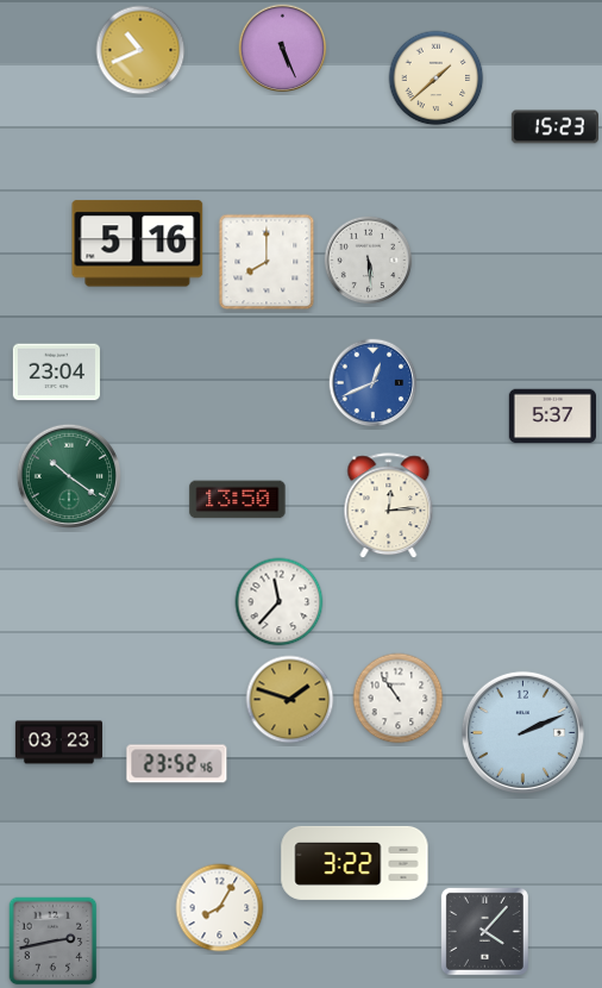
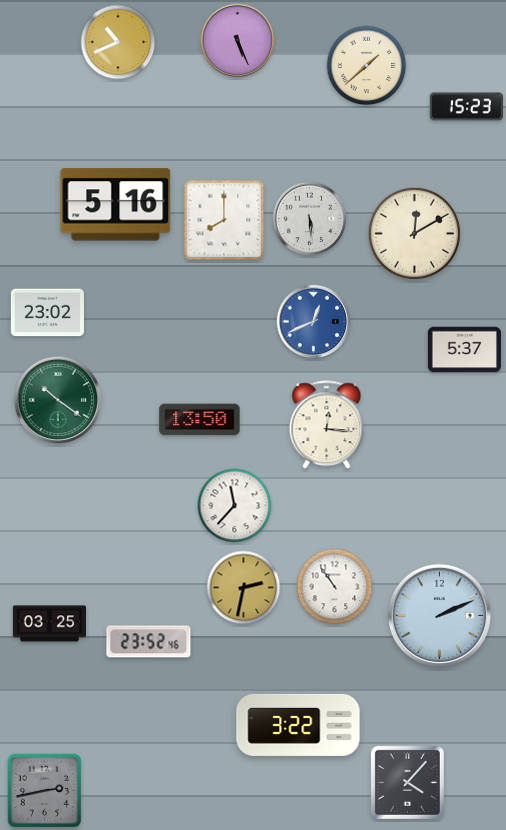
clock at (414, 233): none -> 12:10
clock at (56, 373): 23:04 -> 23:02
clock at (389, 506): 12:14 -> 12:16
clock at (290, 700): 1:48 -> 2:32
clock at (58, 743): 03:23 -> 03:25
clock at (220, 908): 8:05 -> none
